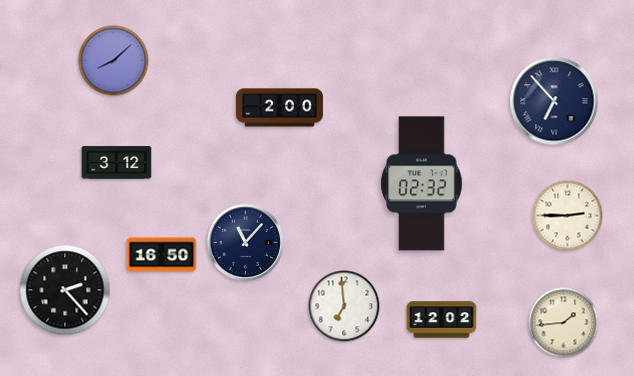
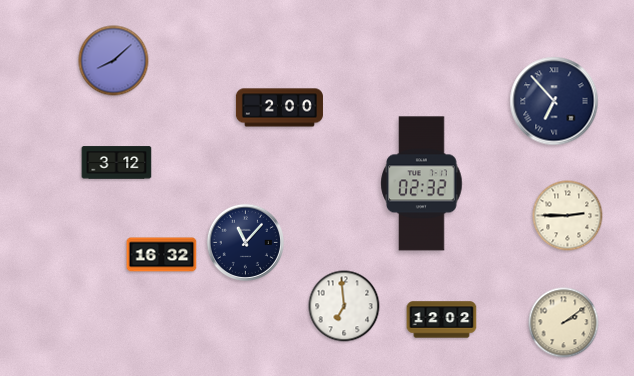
clock at (162, 255): 16:50 -> 16:32
clock at (65, 290): 2:23 -> none
clock at (564, 323): 1:44 -> 2:09
